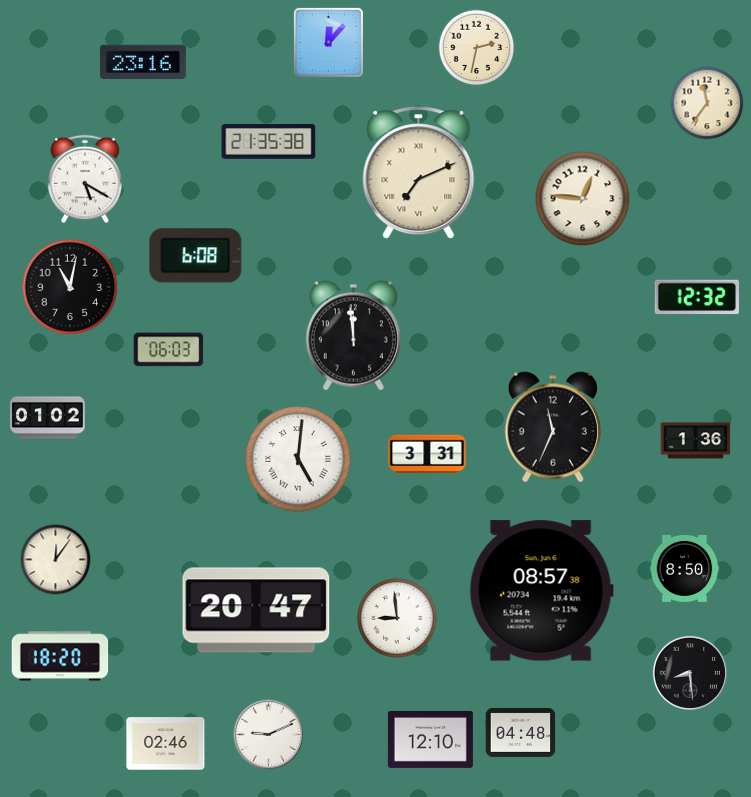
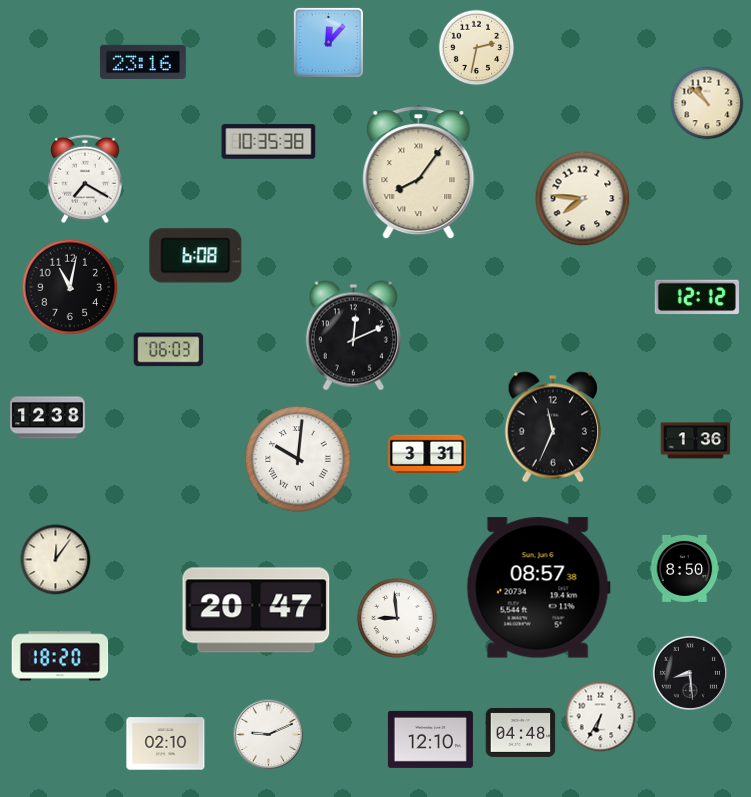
clock at (707, 103): 11:36 -> 10:52
clock at (269, 142): 21:35 -> 10:35
clock at (419, 173): 7:11 -> 8:06
clock at (86, 179): 5:20 -> 7:20
clock at (583, 199): 12:46 -> 7:46
clock at (697, 297): 12:32 -> 12:12
clock at (353, 336): 11:59 -> 12:11
clock at (48, 418): 01:02 -> 12:38
clock at (298, 459): 5:01 -> 10:01
clock at (541, 591) position: (541, 591) -> (538, 588)
clock at (601, 717): none -> 6:35
clock at (166, 744): 02:46 -> 02:10
